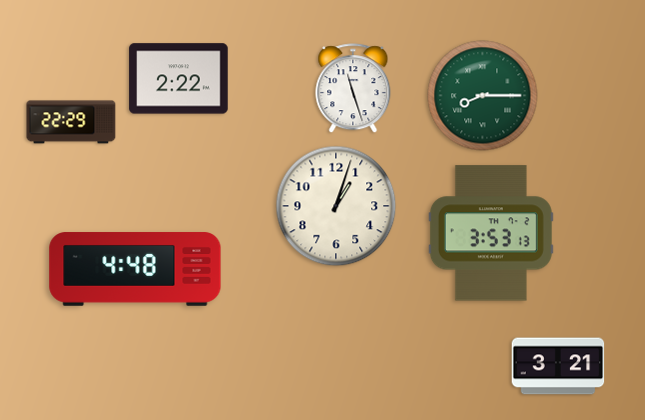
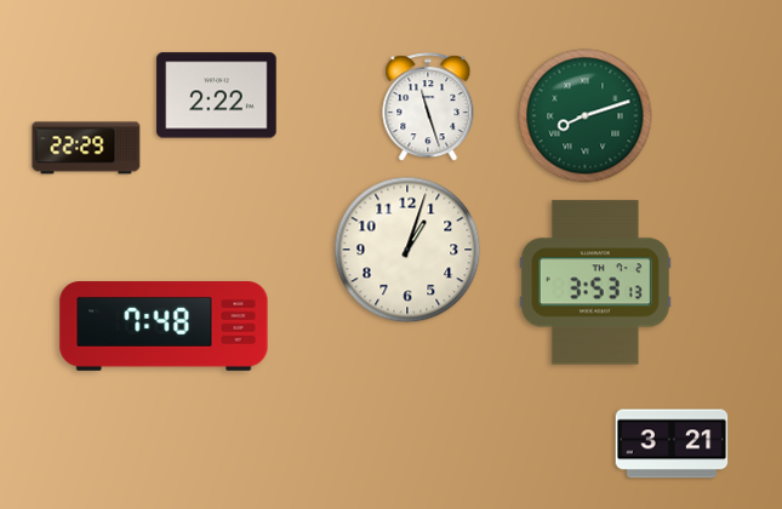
clock at (483, 96): 8:15 -> 8:12
clock at (135, 269): 4:48 -> 7:48
clock at (558, 366) position: (558, 366) -> (672, 444)
